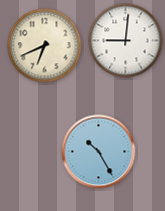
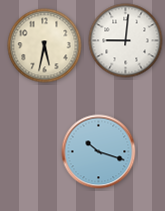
clock at (45, 46): 6:41 -> 5:32
clock at (99, 152): 10:25 -> 10:18
